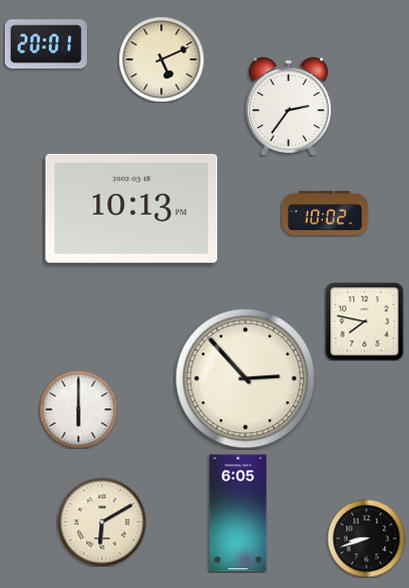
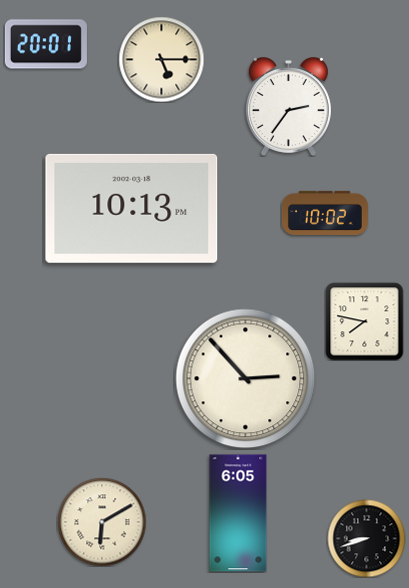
clock at (161, 59): 5:11 -> 5:15
clock at (78, 409): 6:00 -> none
